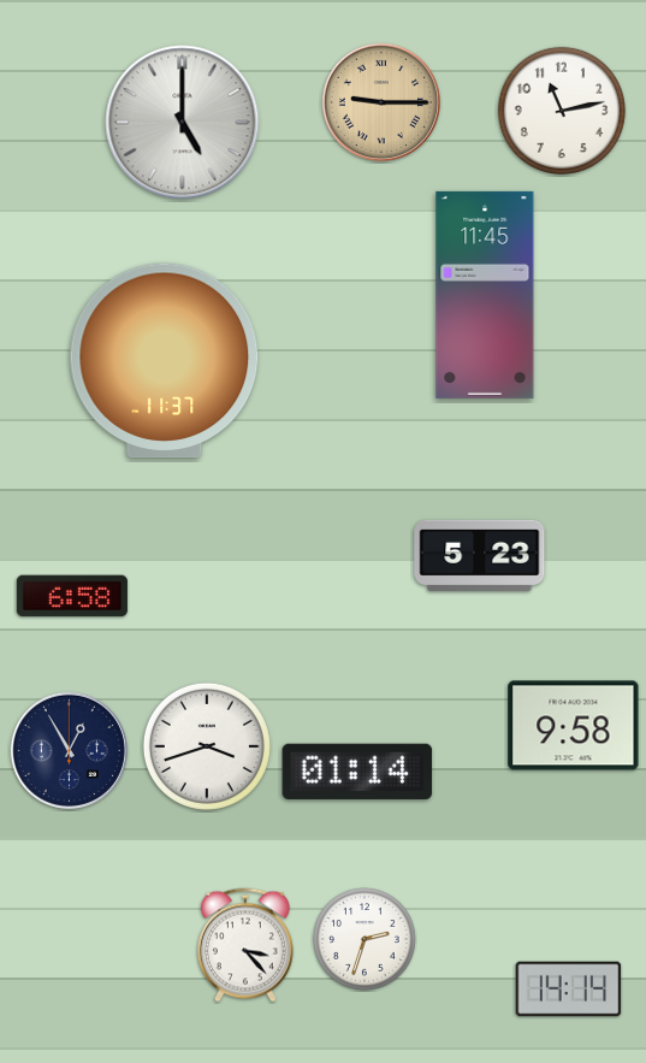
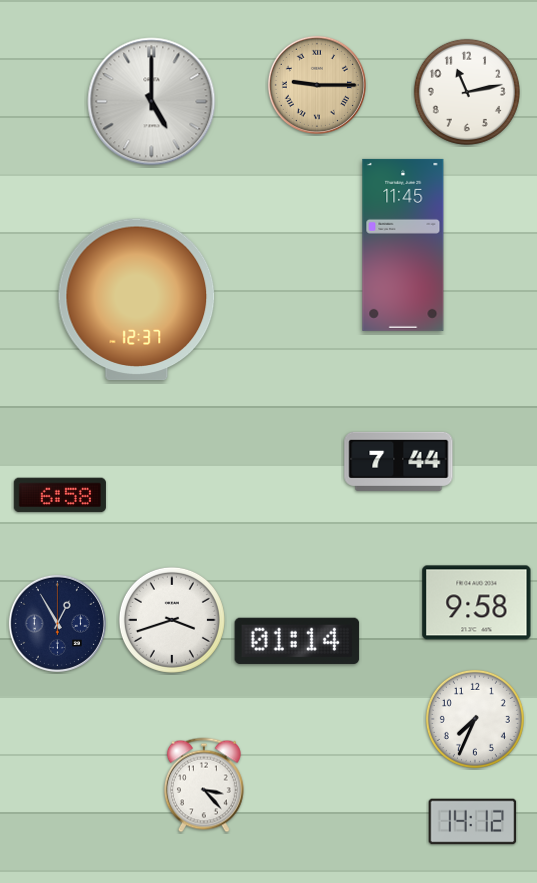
clock at (165, 361): 11:37 -> 12:37
clock at (480, 555): 5:23 -> 7:44
clock at (475, 719): none -> 7:34
clock at (366, 940): 2:33 -> none
clock at (569, 990): 14:14 -> 14:12
